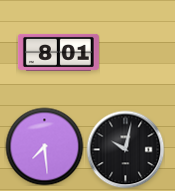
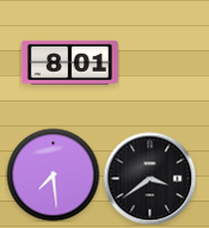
clock at (125, 149): 10:02 -> 3:39
